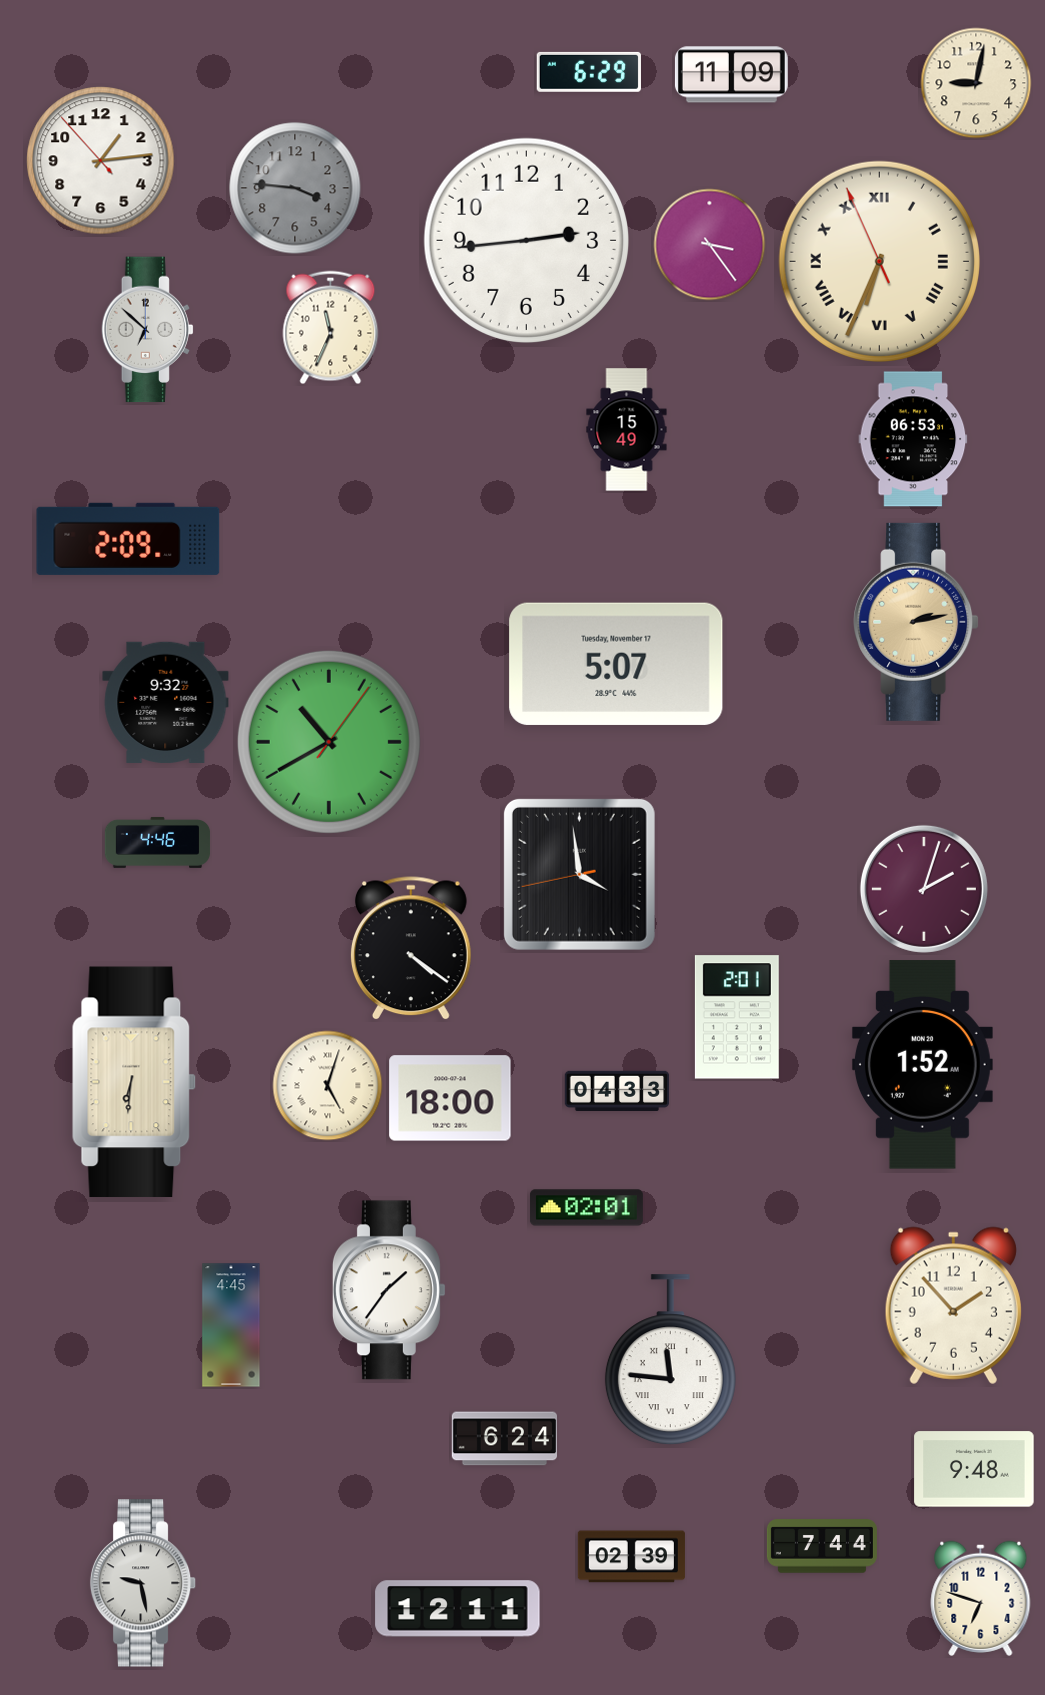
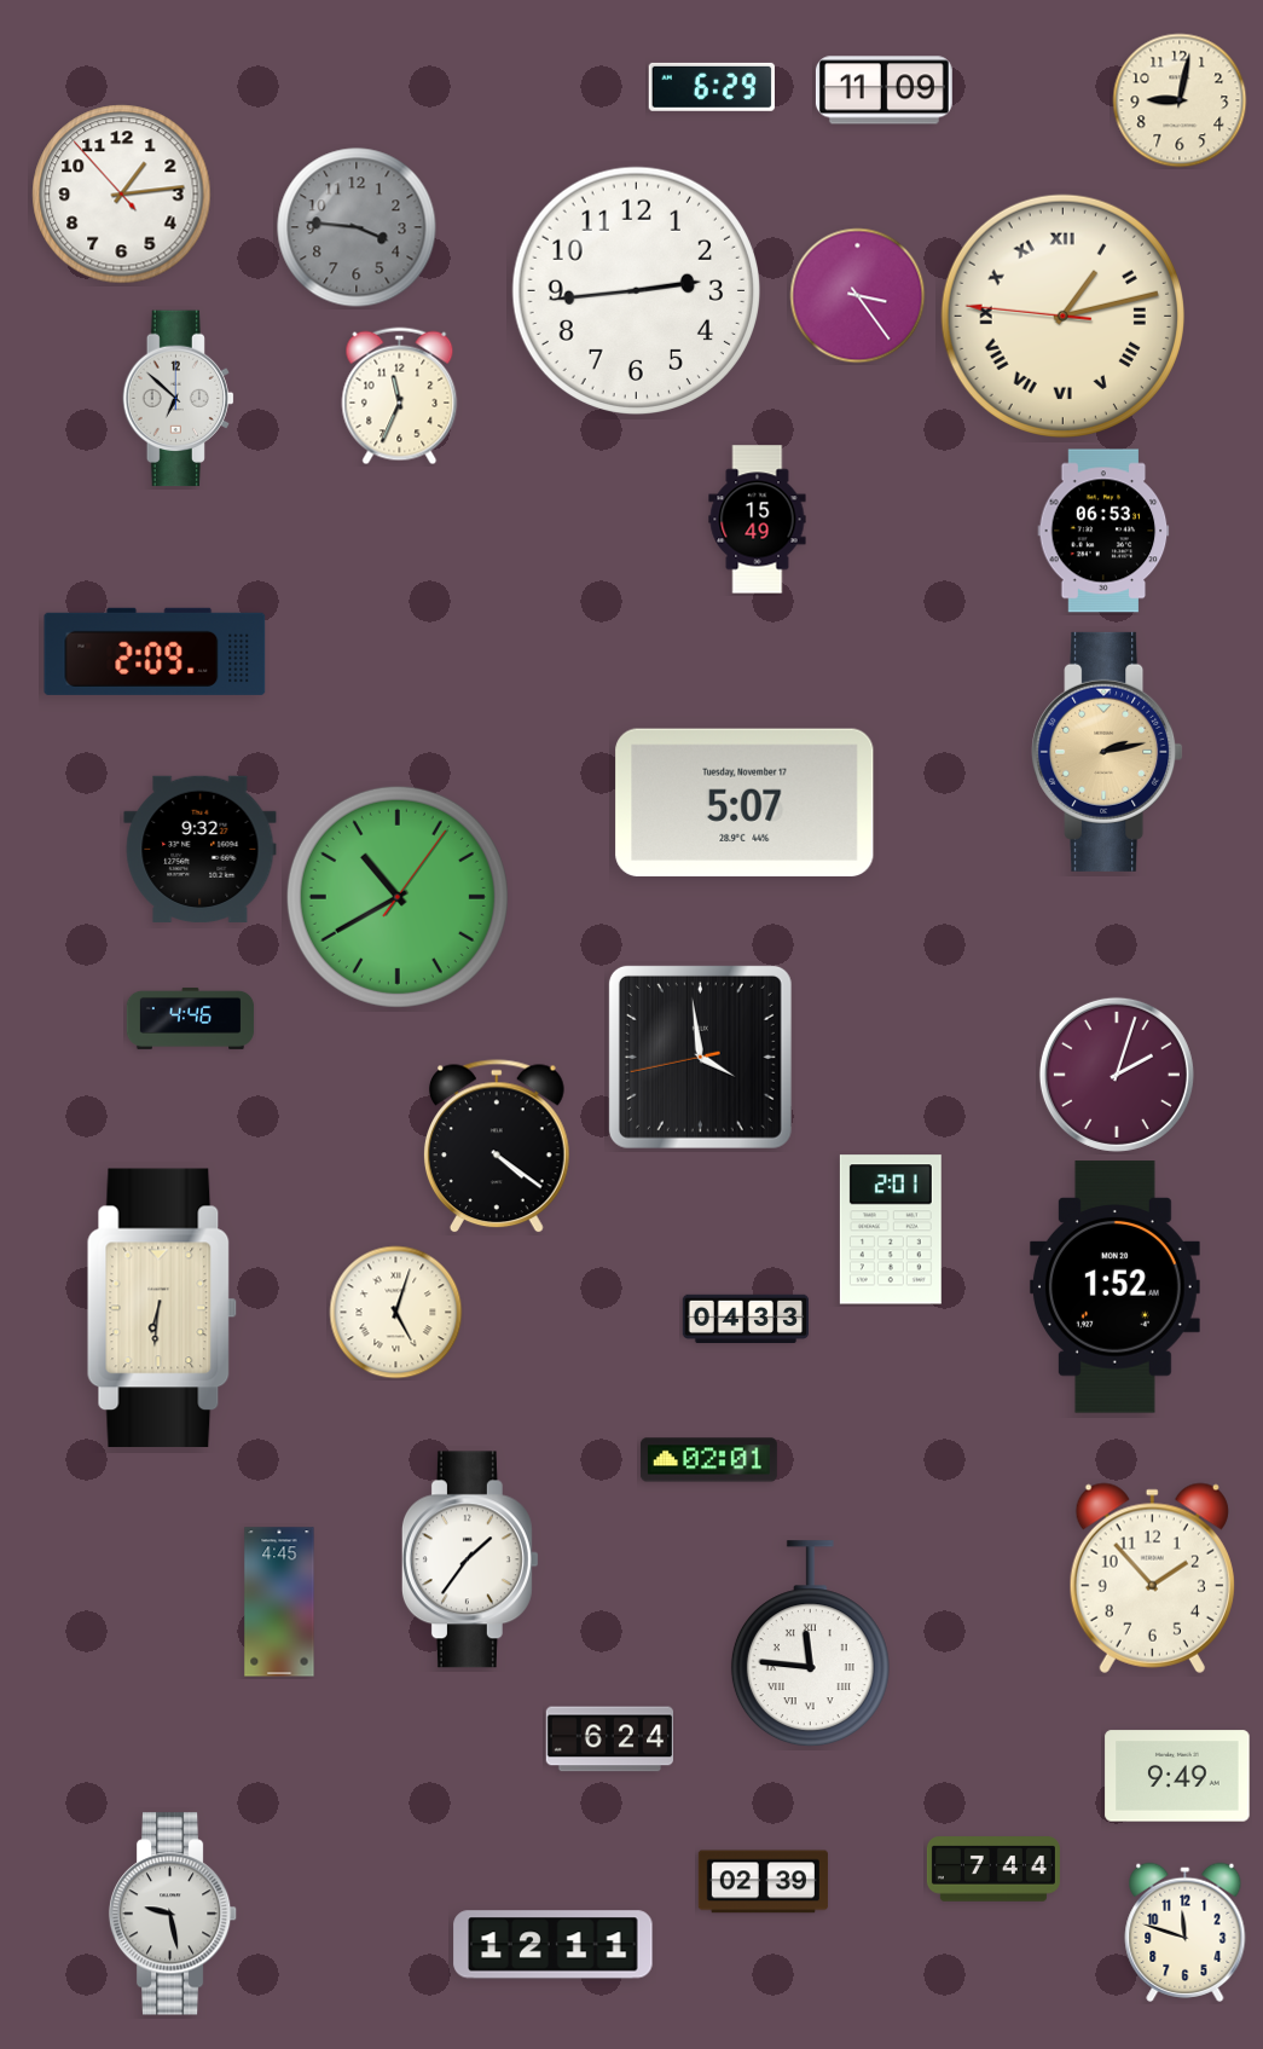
clock at (879, 261): 6:33 -> 1:12
clock at (450, 1098): 18:00 -> none
clock at (974, 1469): 9:48 -> 9:49
clock at (981, 1598): 6:48 -> 11:48
